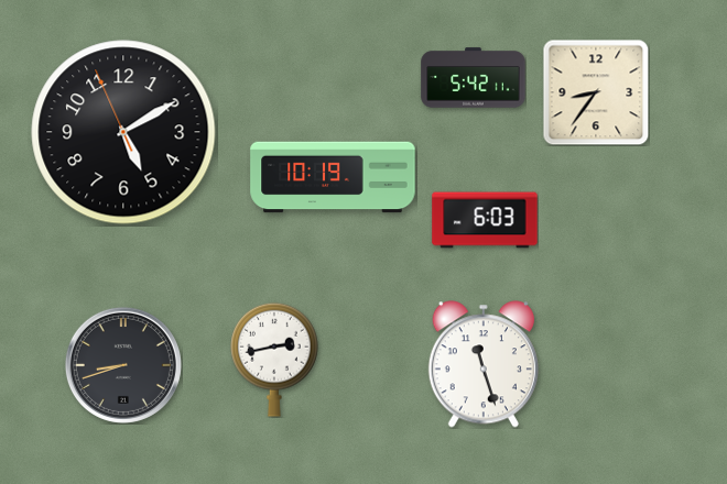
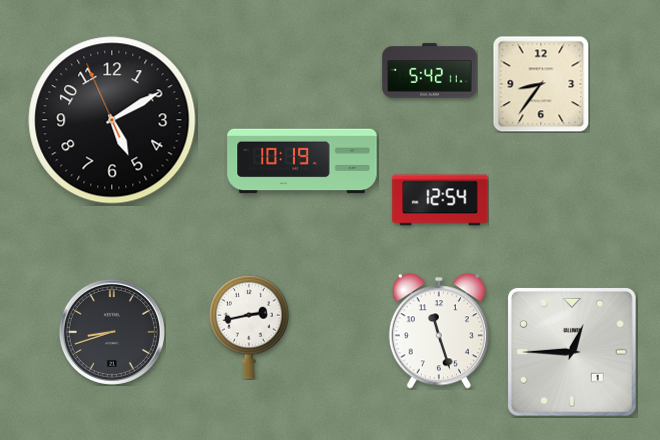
clock at (485, 220): 6:03 -> 12:54
clock at (572, 352): none -> 12:45
